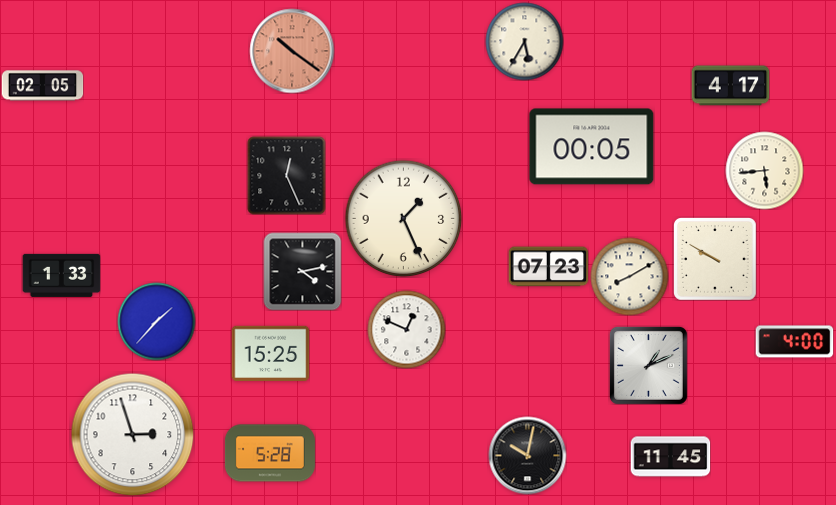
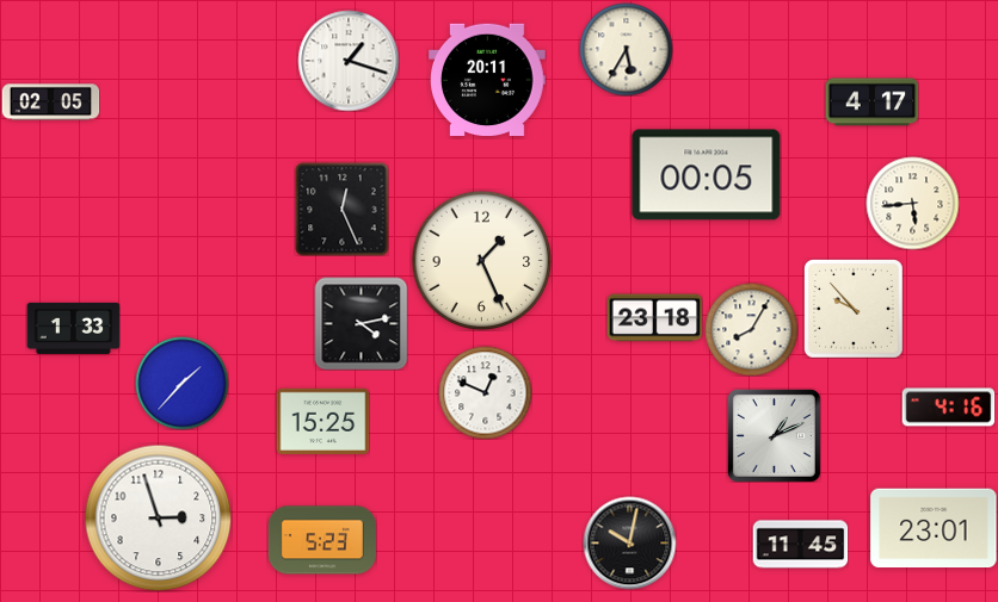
clock at (292, 51): 10:21 -> 1:18
clock at (292, 51) dial: salmon -> white
clock at (487, 79): none -> 20:11
clock at (715, 259): 9:50 -> 9:53
clock at (548, 267): 07:23 -> 23:18
clock at (629, 276): 8:10 -> 8:05
clock at (156, 321) position: (156, 321) -> (181, 383)
clock at (794, 342): 4:00 -> 4:16
clock at (934, 528): none -> 23:01
clock at (270, 453): 5:28 -> 5:23
